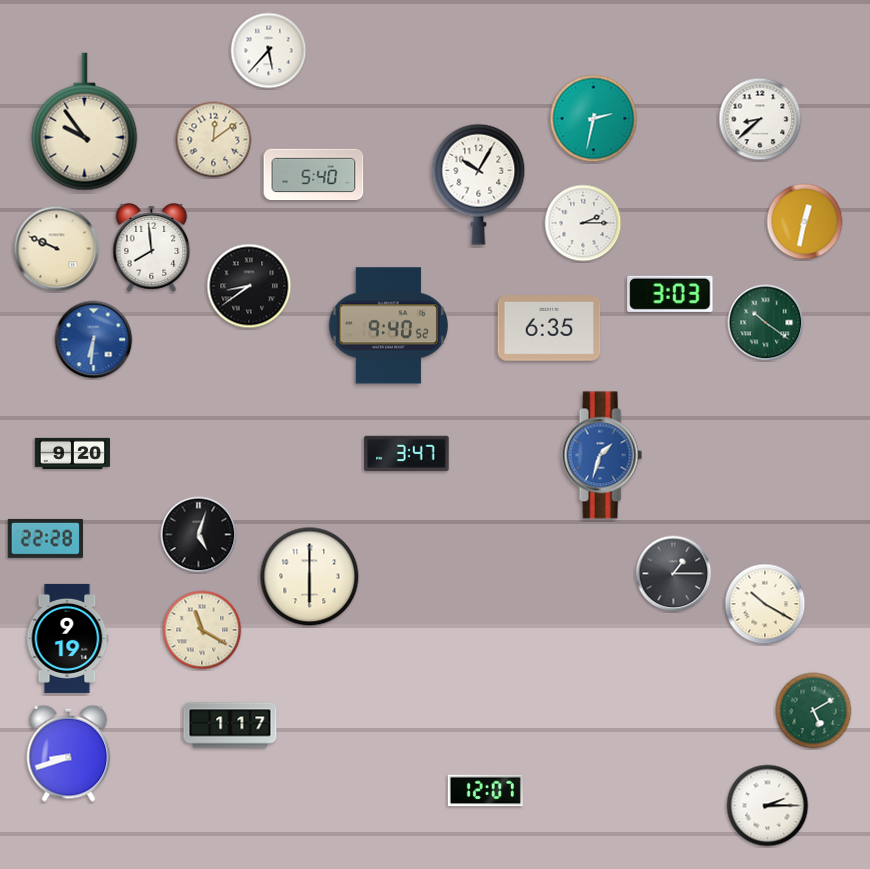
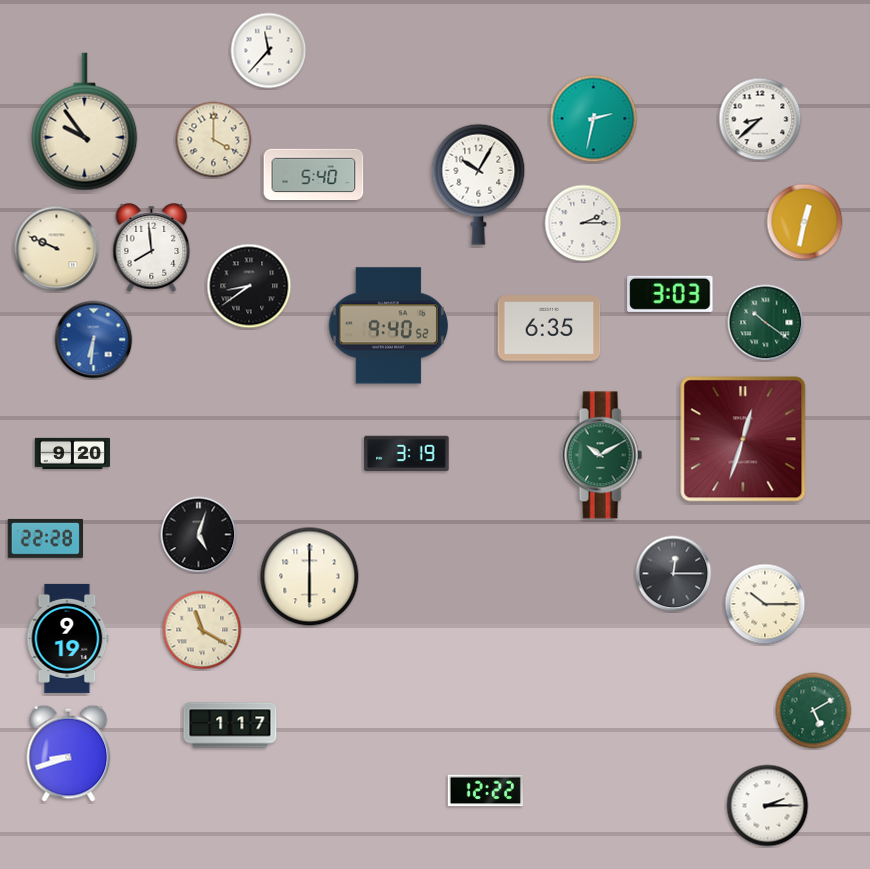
clock at (269, 51): 5:37 -> 11:37
clock at (214, 140): 12:09 -> 4:00
clock at (743, 439): none -> 12:33
clock at (407, 453): 3:47 -> 3:19
clock at (602, 455): 1:33 -> 10:10
clock at (602, 455) dial: blue -> green
clock at (674, 574): 1:15 -> 12:15
clock at (765, 604): 10:20 -> 10:15
clock at (485, 791): 12:07 -> 12:22
